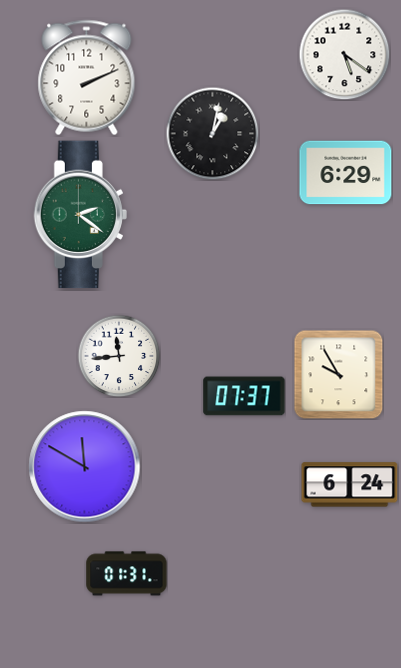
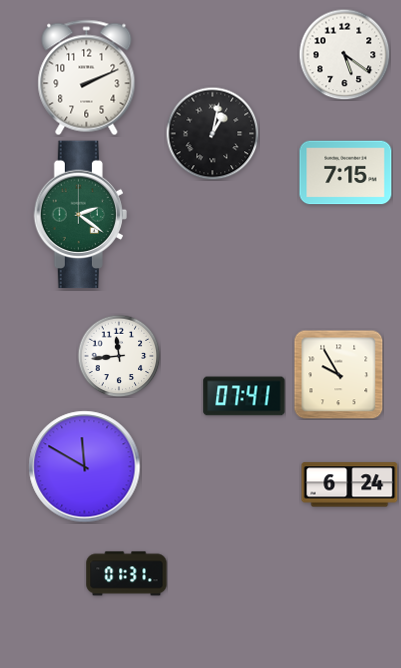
clock at (346, 173): 6:29 -> 7:15
clock at (244, 396): 07:37 -> 07:41
